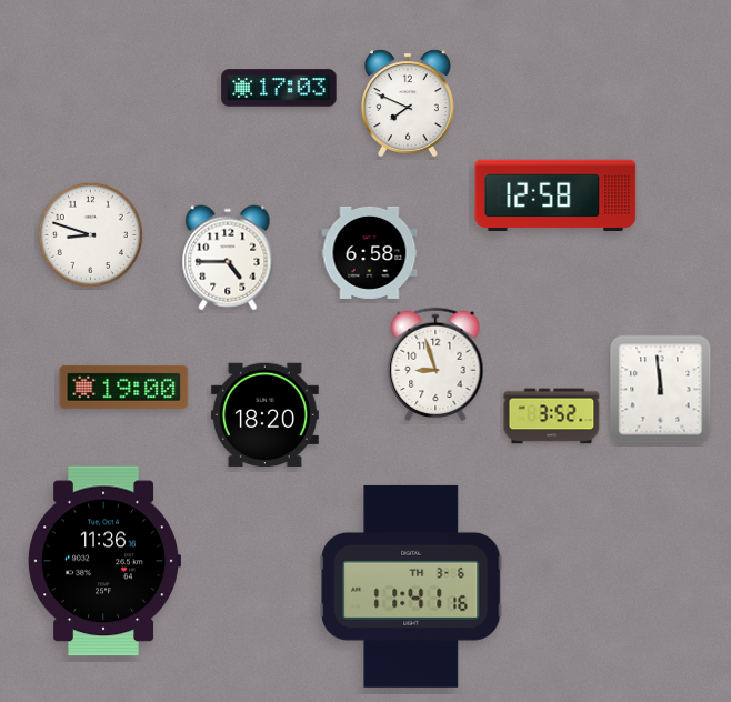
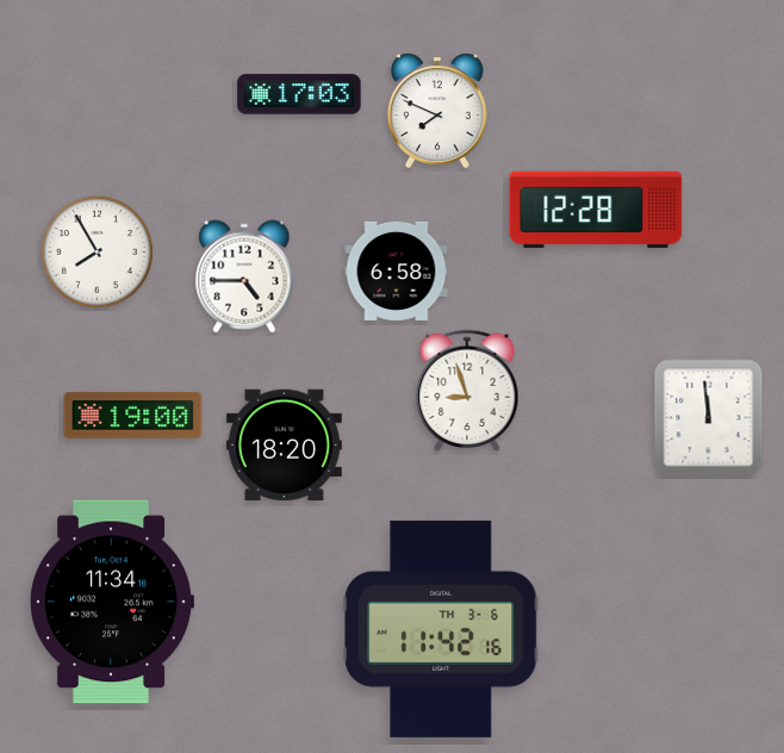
clock at (555, 195): 12:58 -> 12:28
clock at (90, 234): 8:48 -> 7:55
clock at (552, 417): 3:52 -> none
clock at (104, 561): 11:36 -> 11:34
clock at (411, 586): 11:41 -> 11:42
